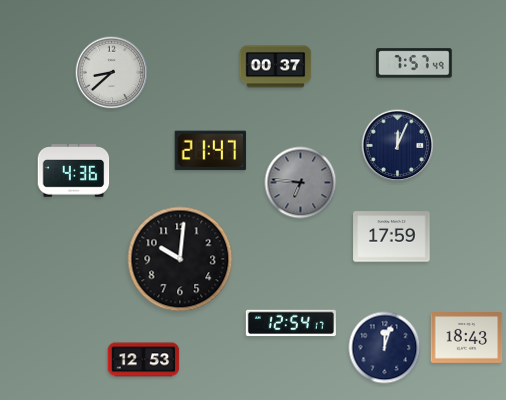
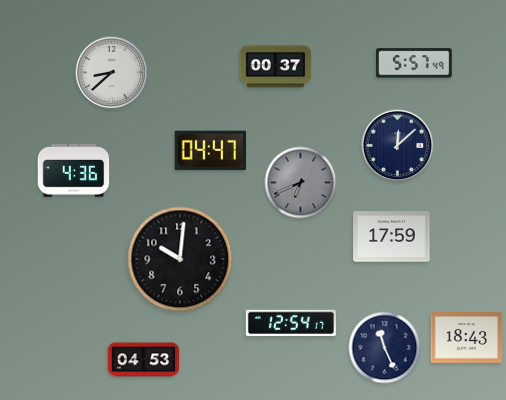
clock at (415, 63): 7:57 -> 5:57
clock at (398, 146): 12:04 -> 12:08
clock at (211, 151): 21:47 -> 04:47
clock at (301, 183): 6:46 -> 6:41
clock at (385, 348): 12:03 -> 11:26
clock at (144, 360): 12:53 -> 04:53
